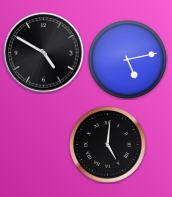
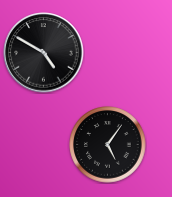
clock at (128, 60): 5:13 -> none
clock at (108, 145): 5:01 -> 5:06
